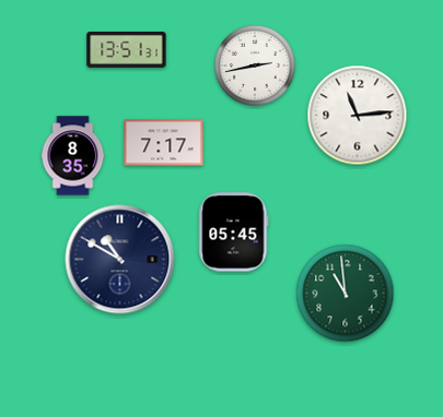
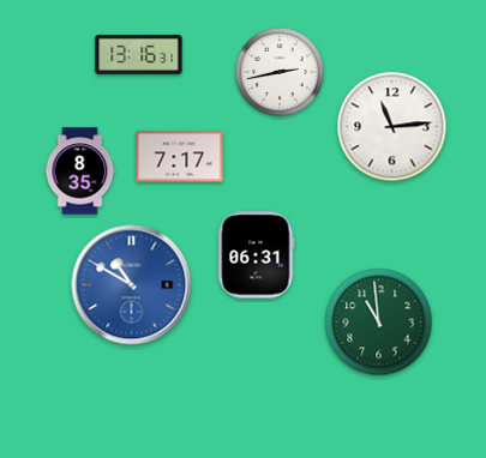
clock at (127, 49): 13:51 -> 13:16
clock at (234, 233): 05:45 -> 06:31
clock at (120, 260) dial: navy -> blue
